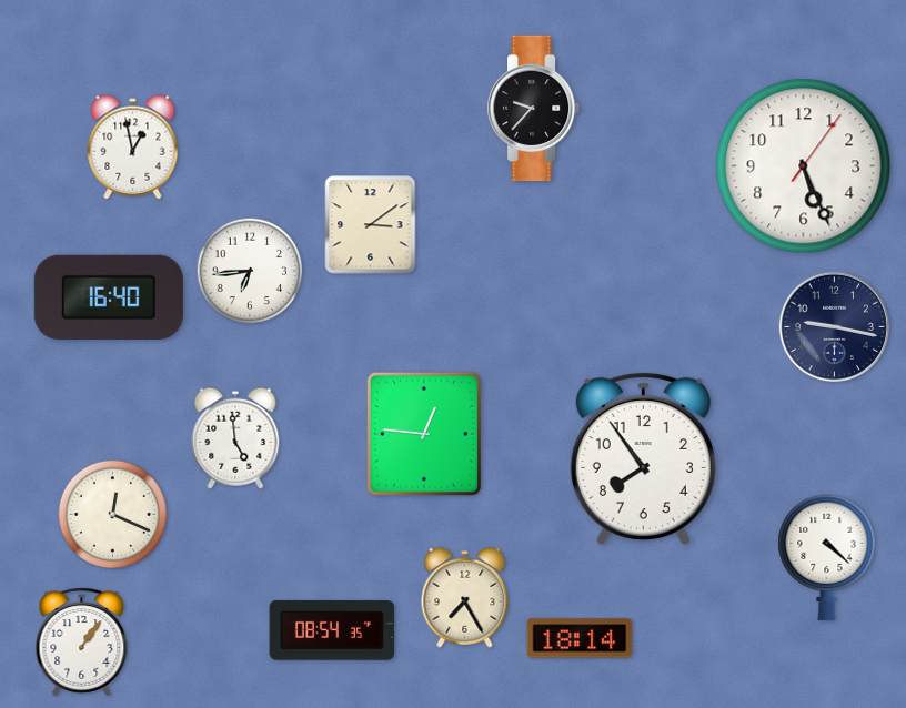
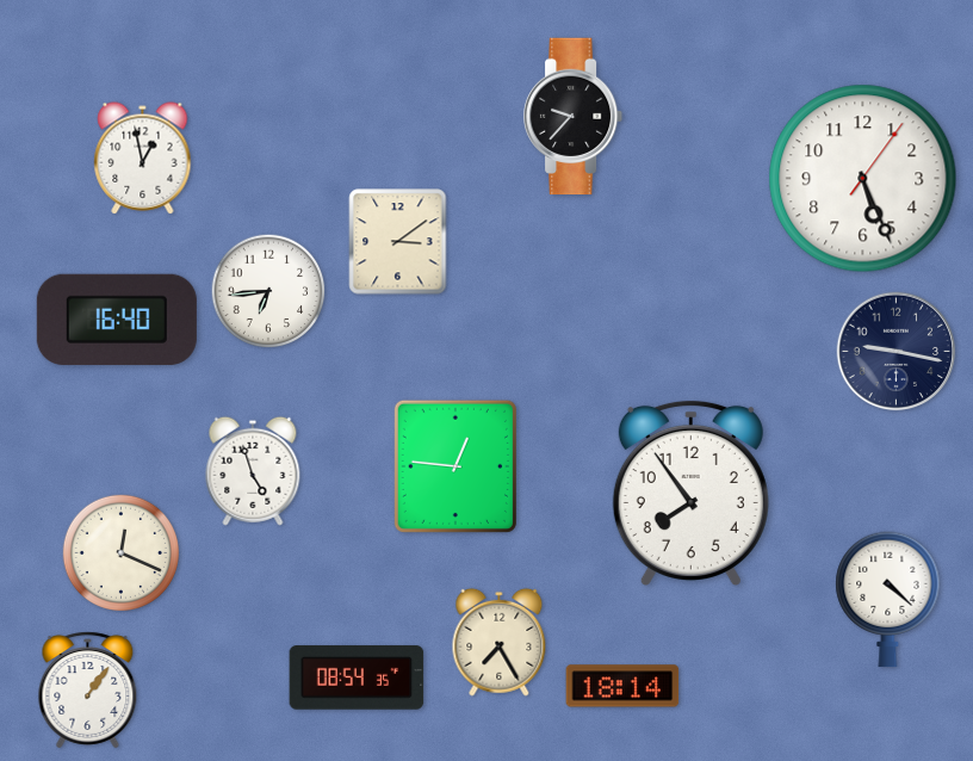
clock at (235, 438): 4:59 -> 4:57
